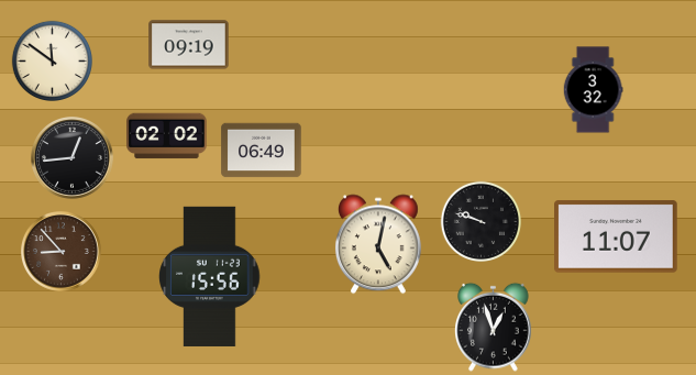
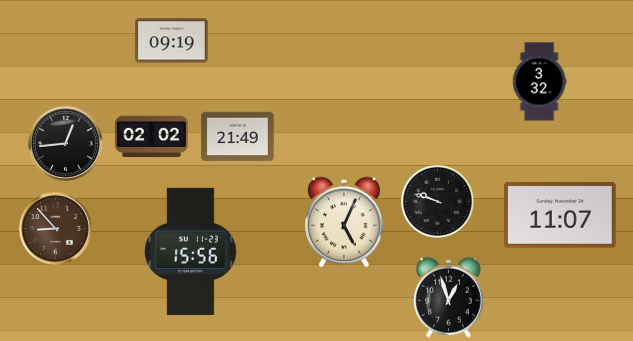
clock at (53, 62): 11:51 -> none
clock at (167, 136) position: (167, 136) -> (152, 137)
clock at (262, 151): 06:49 -> 21:49
clock at (378, 244): 5:02 -> 5:04
